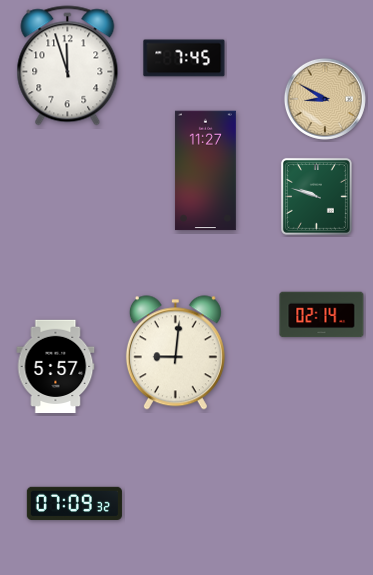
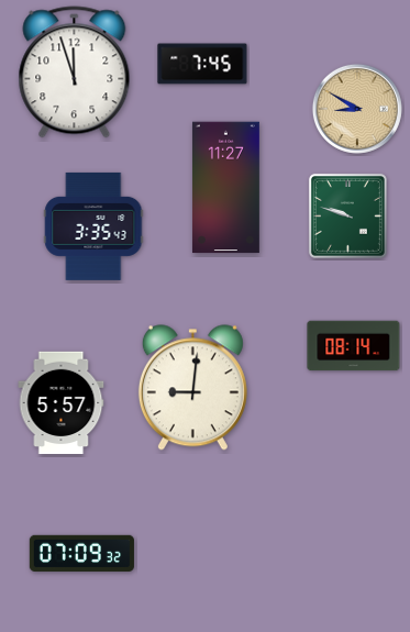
clock at (93, 226): none -> 3:35
clock at (322, 315): 02:14 -> 08:14
